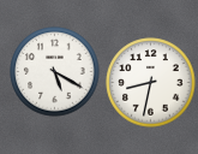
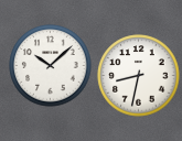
clock at (55, 72): 5:20 -> 10:08
